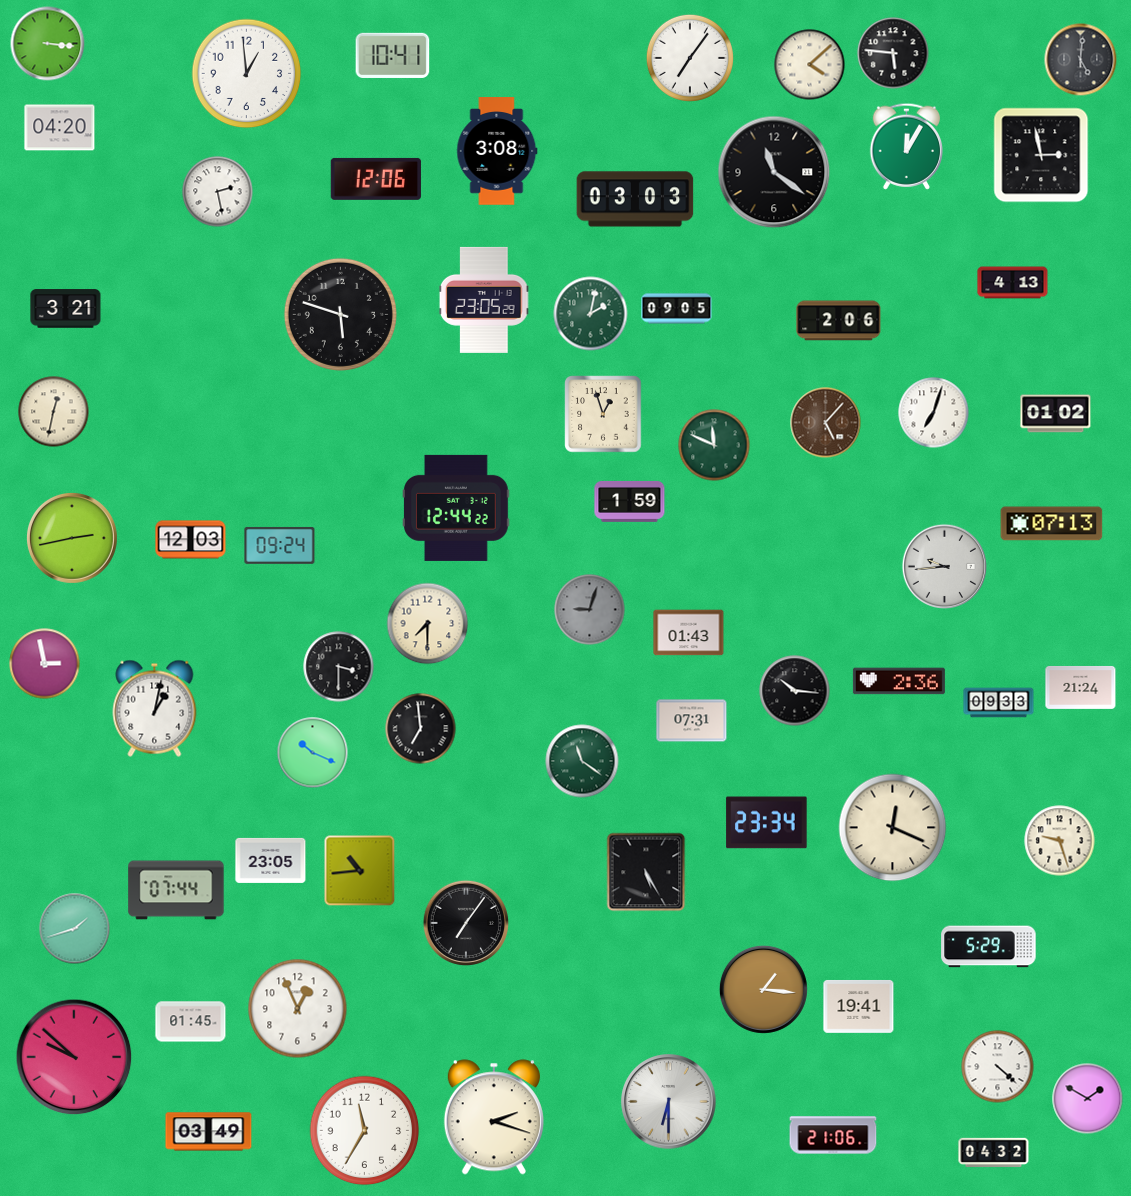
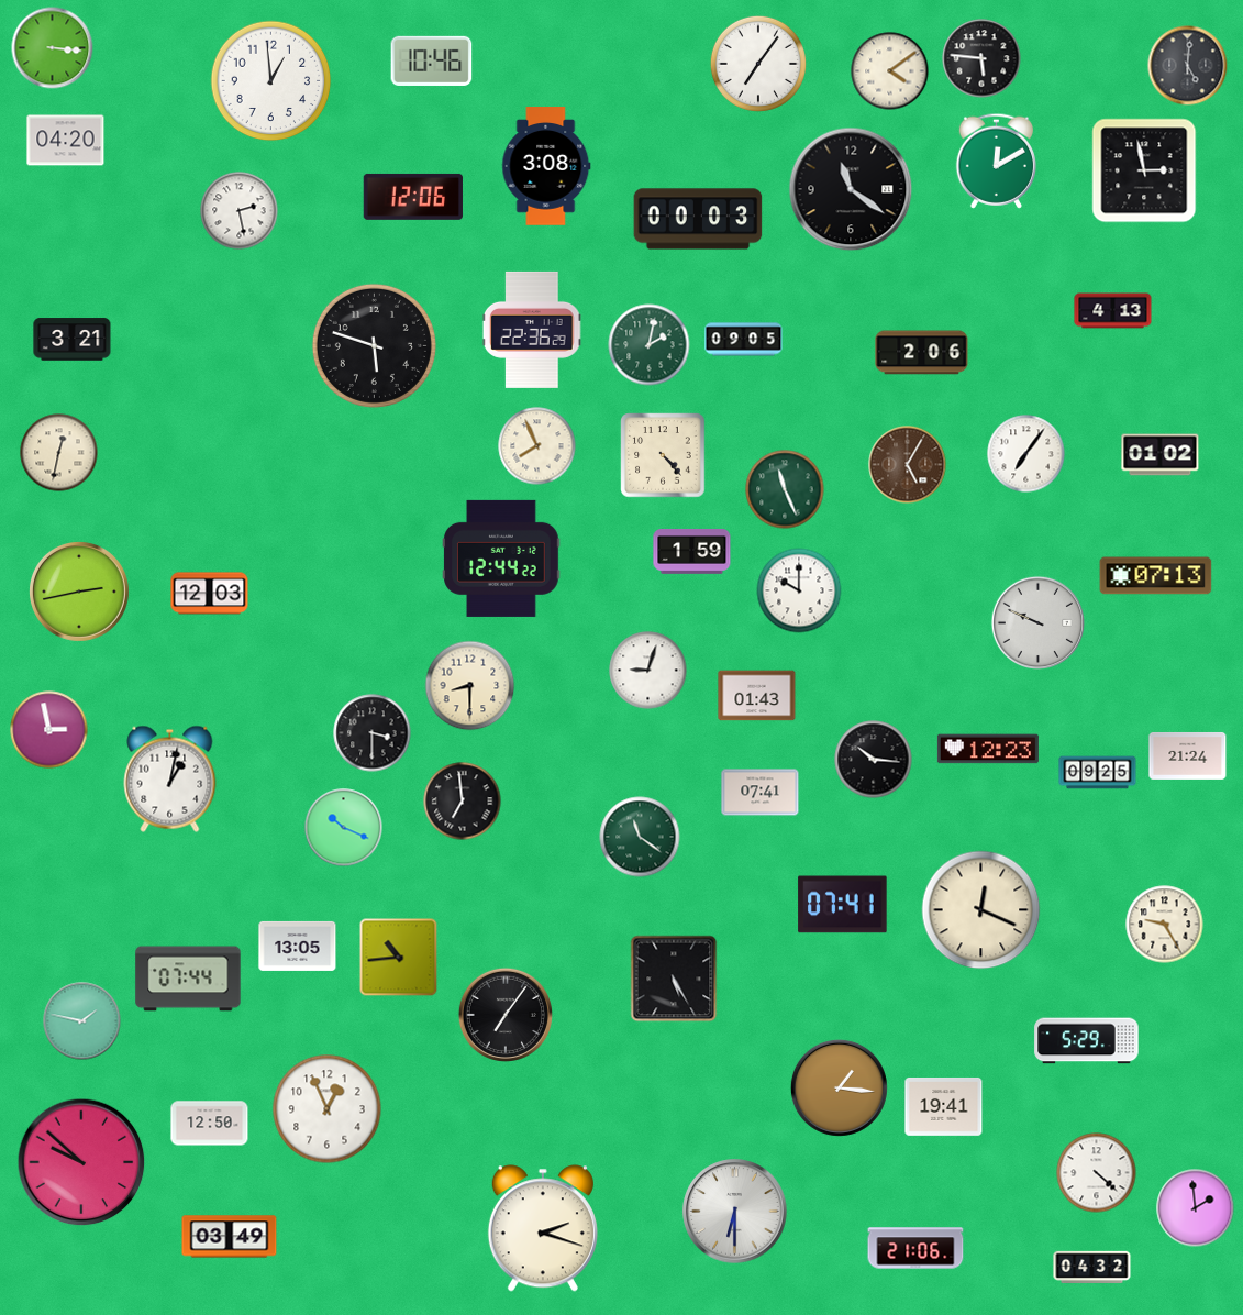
clock at (393, 55): 10:41 -> 10:46
clock at (810, 65): 4:08 -> 4:09
clock at (906, 146): 12:05 -> 12:10
clock at (635, 199): 03:03 -> 00:03
clock at (484, 300): 23:05 -> 22:36
clock at (537, 446): none -> 7:56
clock at (934, 413): 7:03 -> 7:06
clock at (603, 414): 12:57 -> 4:23
clock at (826, 423): 5:07 -> 5:05
clock at (714, 445): 11:49 -> 11:26
clock at (799, 590): none -> 10:00
clock at (280, 545): 09:24 -> none
clock at (944, 566): 9:44 -> 9:49
clock at (590, 610) dial: grey -> white
clock at (428, 624): 7:30 -> 8:30
clock at (899, 681): 2:36 -> 12:23
clock at (999, 703): 09:33 -> 09:25
clock at (692, 721): 07:31 -> 07:41
clock at (767, 823): 23:34 -> 07:41
clock at (1060, 841): 9:27 -> 9:25
clock at (271, 860): 23:05 -> 13:05
clock at (360, 871) position: (360, 871) -> (399, 958)
clock at (646, 872) position: (646, 872) -> (674, 979)
clock at (176, 890) position: (176, 890) -> (188, 979)
clock at (465, 922) position: (465, 922) -> (504, 1014)
clock at (75, 929): 1:42 -> 1:47
clock at (191, 1022): 01:45 -> 12:50
clock at (1088, 1099): 1:50 -> 1:59
clock at (365, 1131): 11:35 -> none
clock at (209, 1132) position: (209, 1132) -> (230, 1237)
